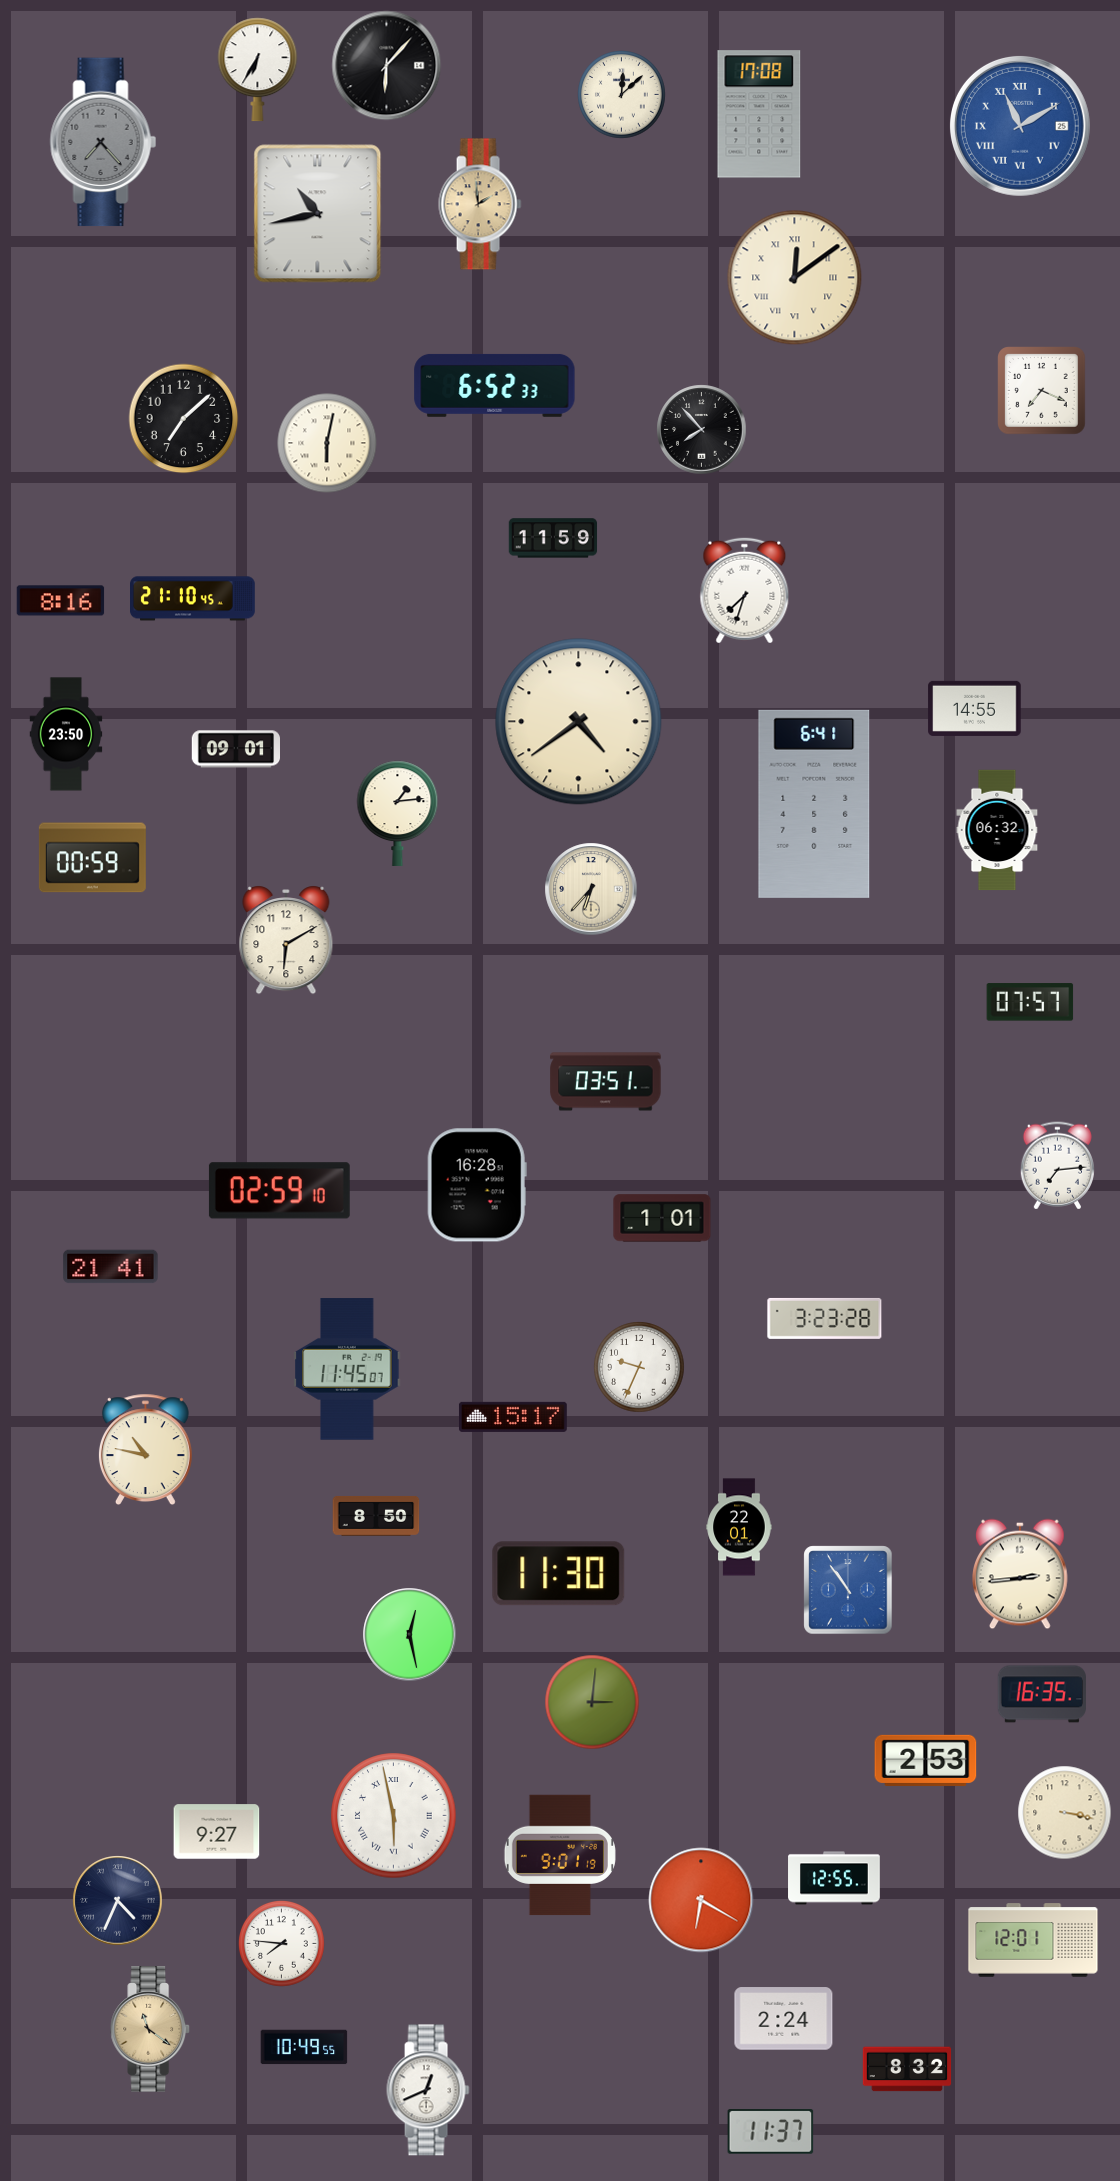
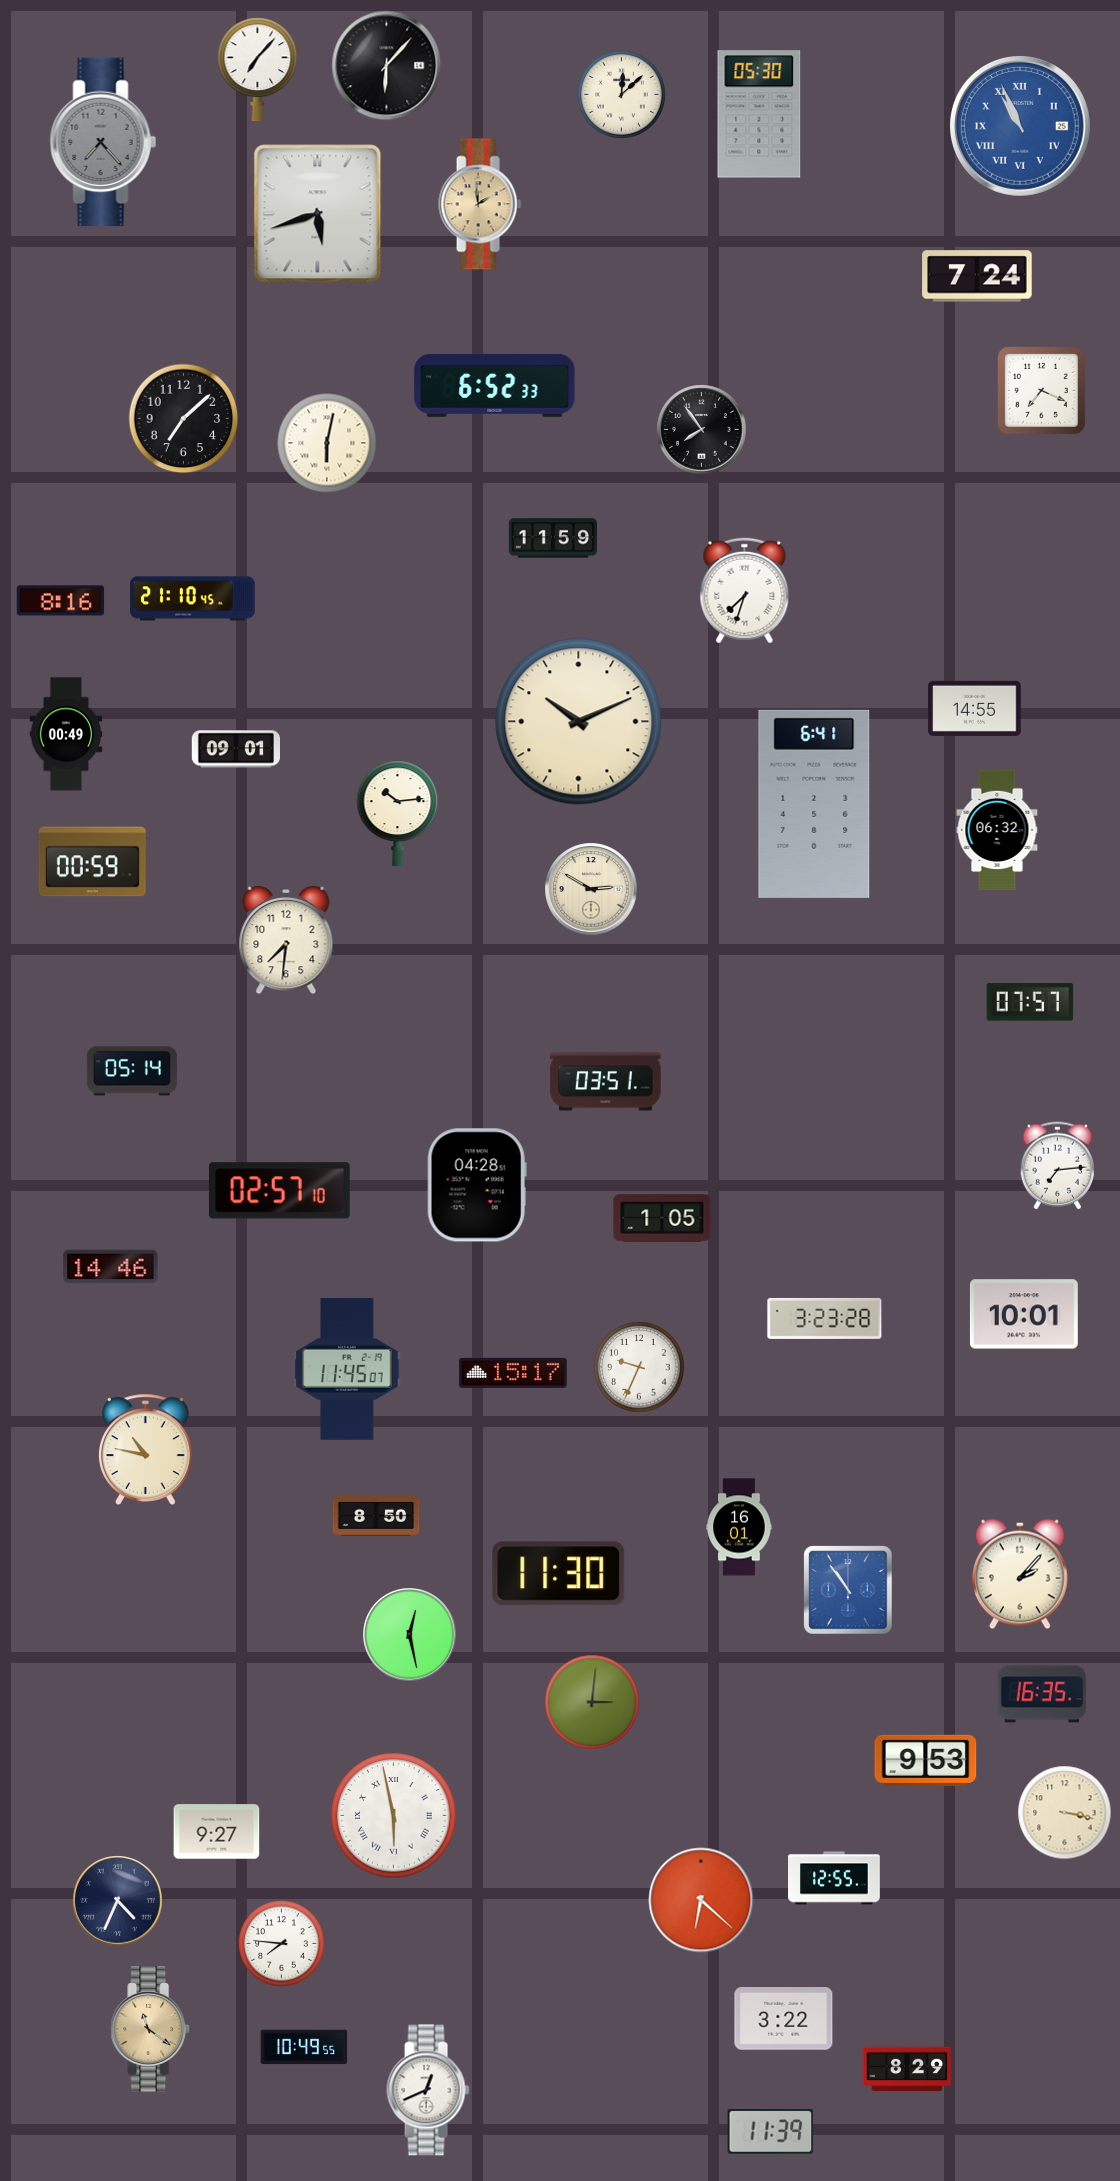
clock at (258, 70): 6:35 -> 7:07
clock at (759, 114): 17:08 -> 05:30
clock at (1020, 126): 11:10 -> 10:56
clock at (318, 214): 10:43 -> 5:42
clock at (977, 276): none -> 7:24
clock at (795, 278): 12:09 -> none
clock at (702, 430): 7:53 -> 7:54
clock at (579, 722): 4:39 -> 10:11
clock at (66, 734): 23:50 -> 00:49
clock at (398, 813): 1:14 -> 10:14
clock at (92, 858) position: (92, 858) -> (92, 862)
clock at (591, 889): 6:37 -> 2:50
clock at (286, 941): 6:10 -> 7:31
clock at (132, 1071): none -> 05:14
clock at (477, 1185): 16:28 -> 04:28
clock at (279, 1191): 02:59 -> 02:57
clock at (662, 1218): 1:01 -> 1:05
clock at (111, 1267): 21:41 -> 14:46
clock at (1024, 1314): none -> 10:01
clock at (513, 1417) position: (513, 1417) -> (513, 1373)
clock at (739, 1527): 22:01 -> 16:01
clock at (1020, 1574): 2:44 -> 2:07
clock at (926, 1760): 2:53 -> 9:53
clock at (560, 1855): 9:01 -> none
clock at (701, 1900): 6:20 -> 6:22
clock at (1033, 1940): 12:01 -> none
clock at (784, 2019): 2:24 -> 3:22
clock at (907, 2069): 8:32 -> 8:29
clock at (771, 2132): 11:37 -> 11:39
